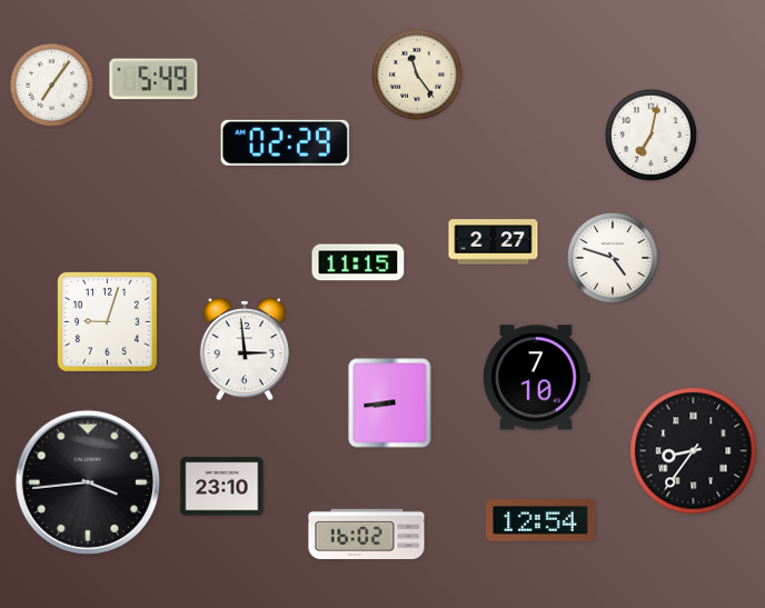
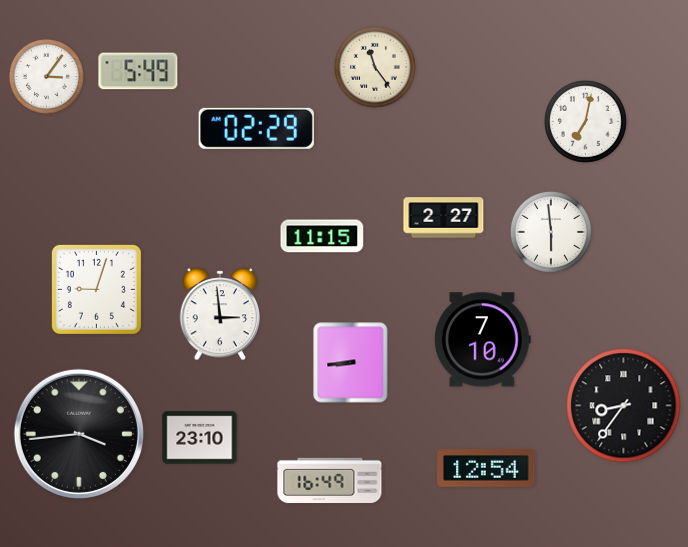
clock at (51, 84): 7:06 -> 3:06
clock at (613, 258): 4:48 -> 5:59
clock at (367, 535): 16:02 -> 16:49
